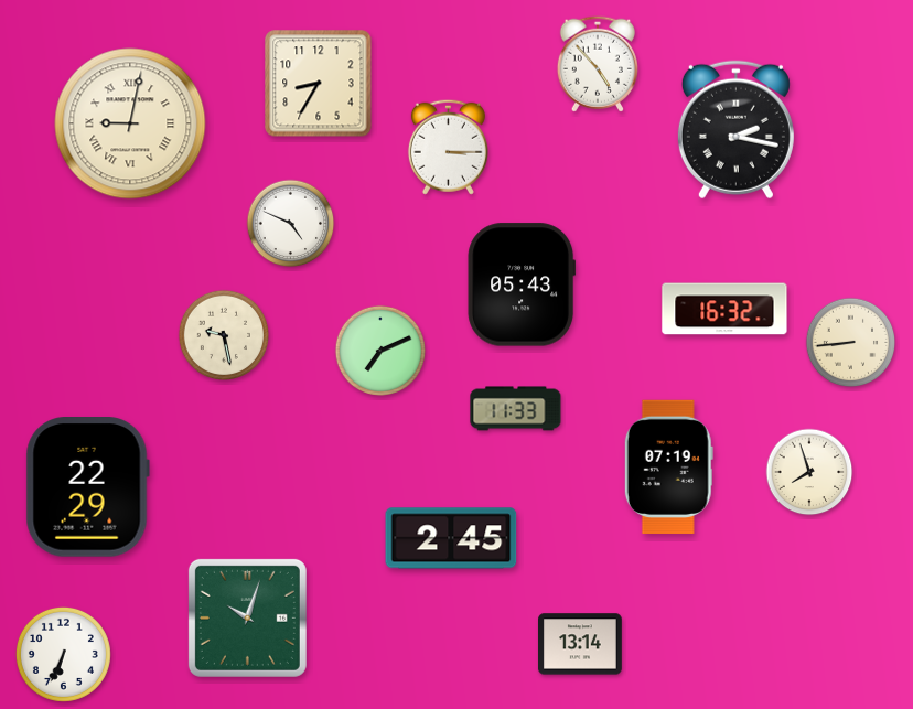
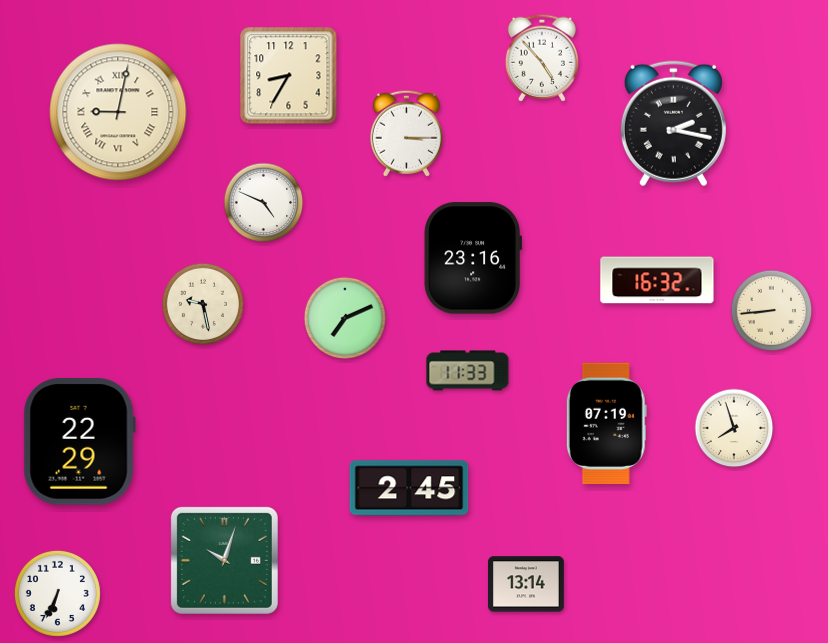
clock at (735, 130) position: (735, 130) -> (673, 124)
clock at (522, 284): 05:43 -> 23:16
